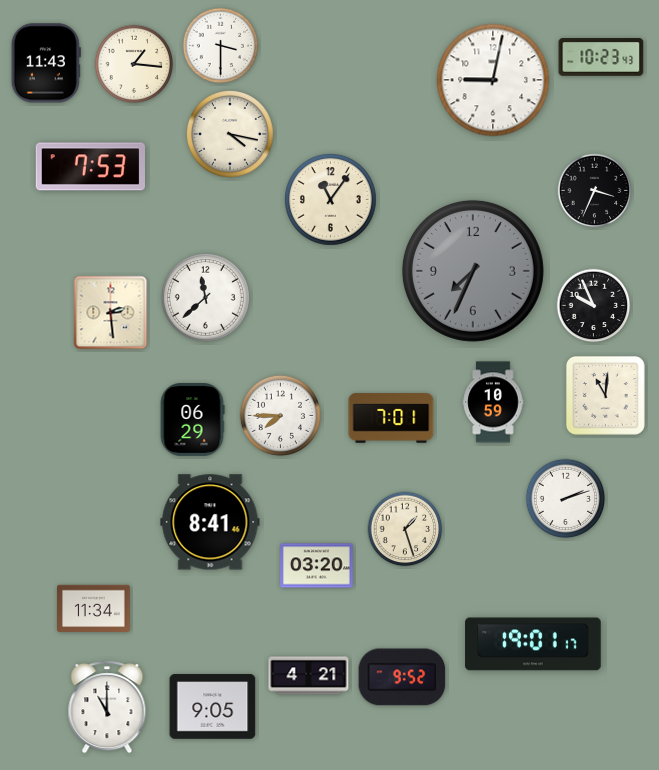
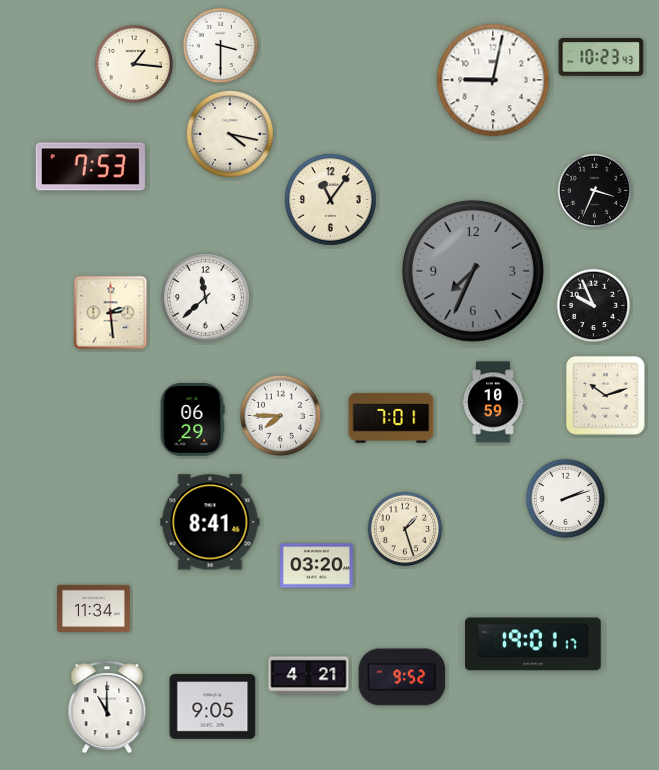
clock at (46, 63): 11:43 -> none
clock at (605, 395): 11:01 -> 10:12
